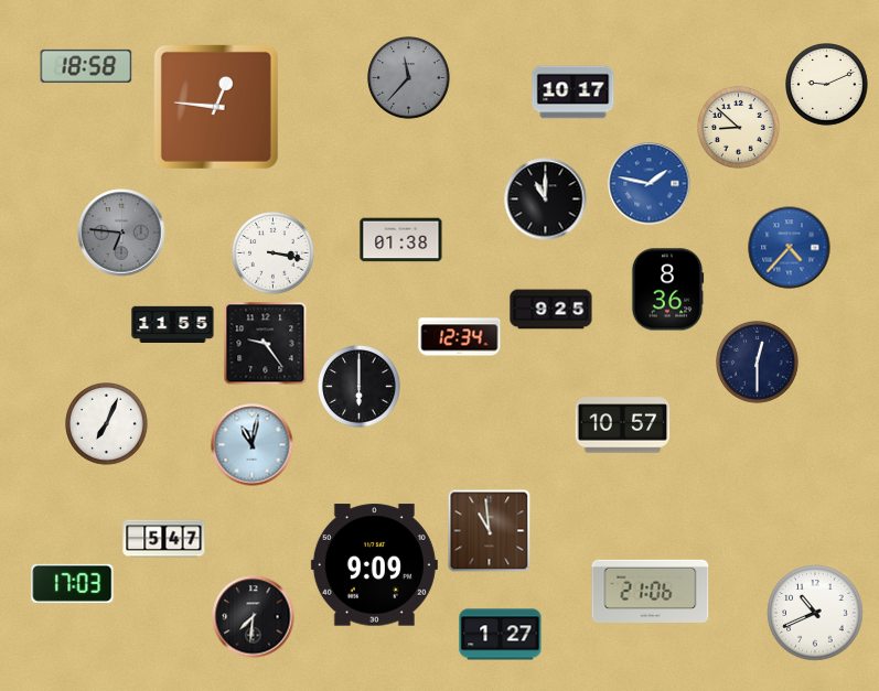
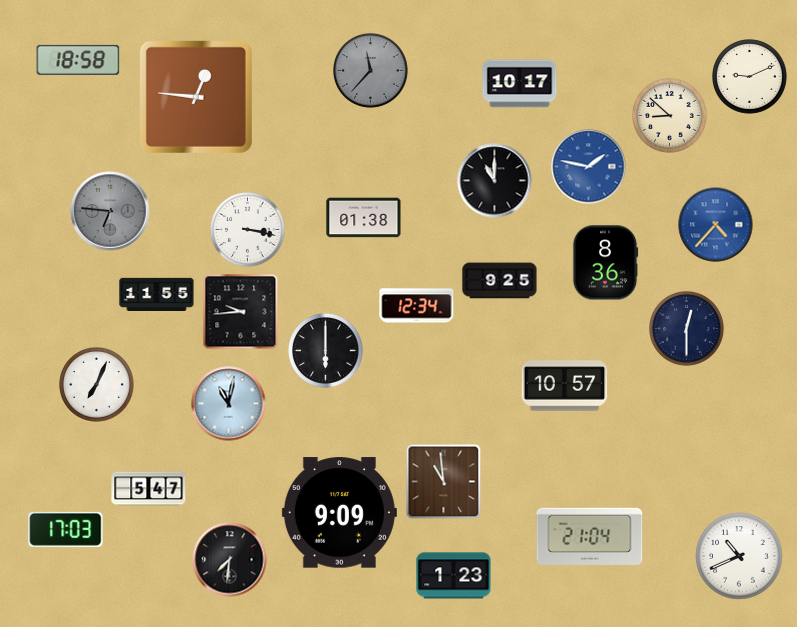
clock at (266, 344): 9:24 -> 9:44
clock at (651, 591): 21:06 -> 21:04
clock at (501, 635): 1:27 -> 1:23
